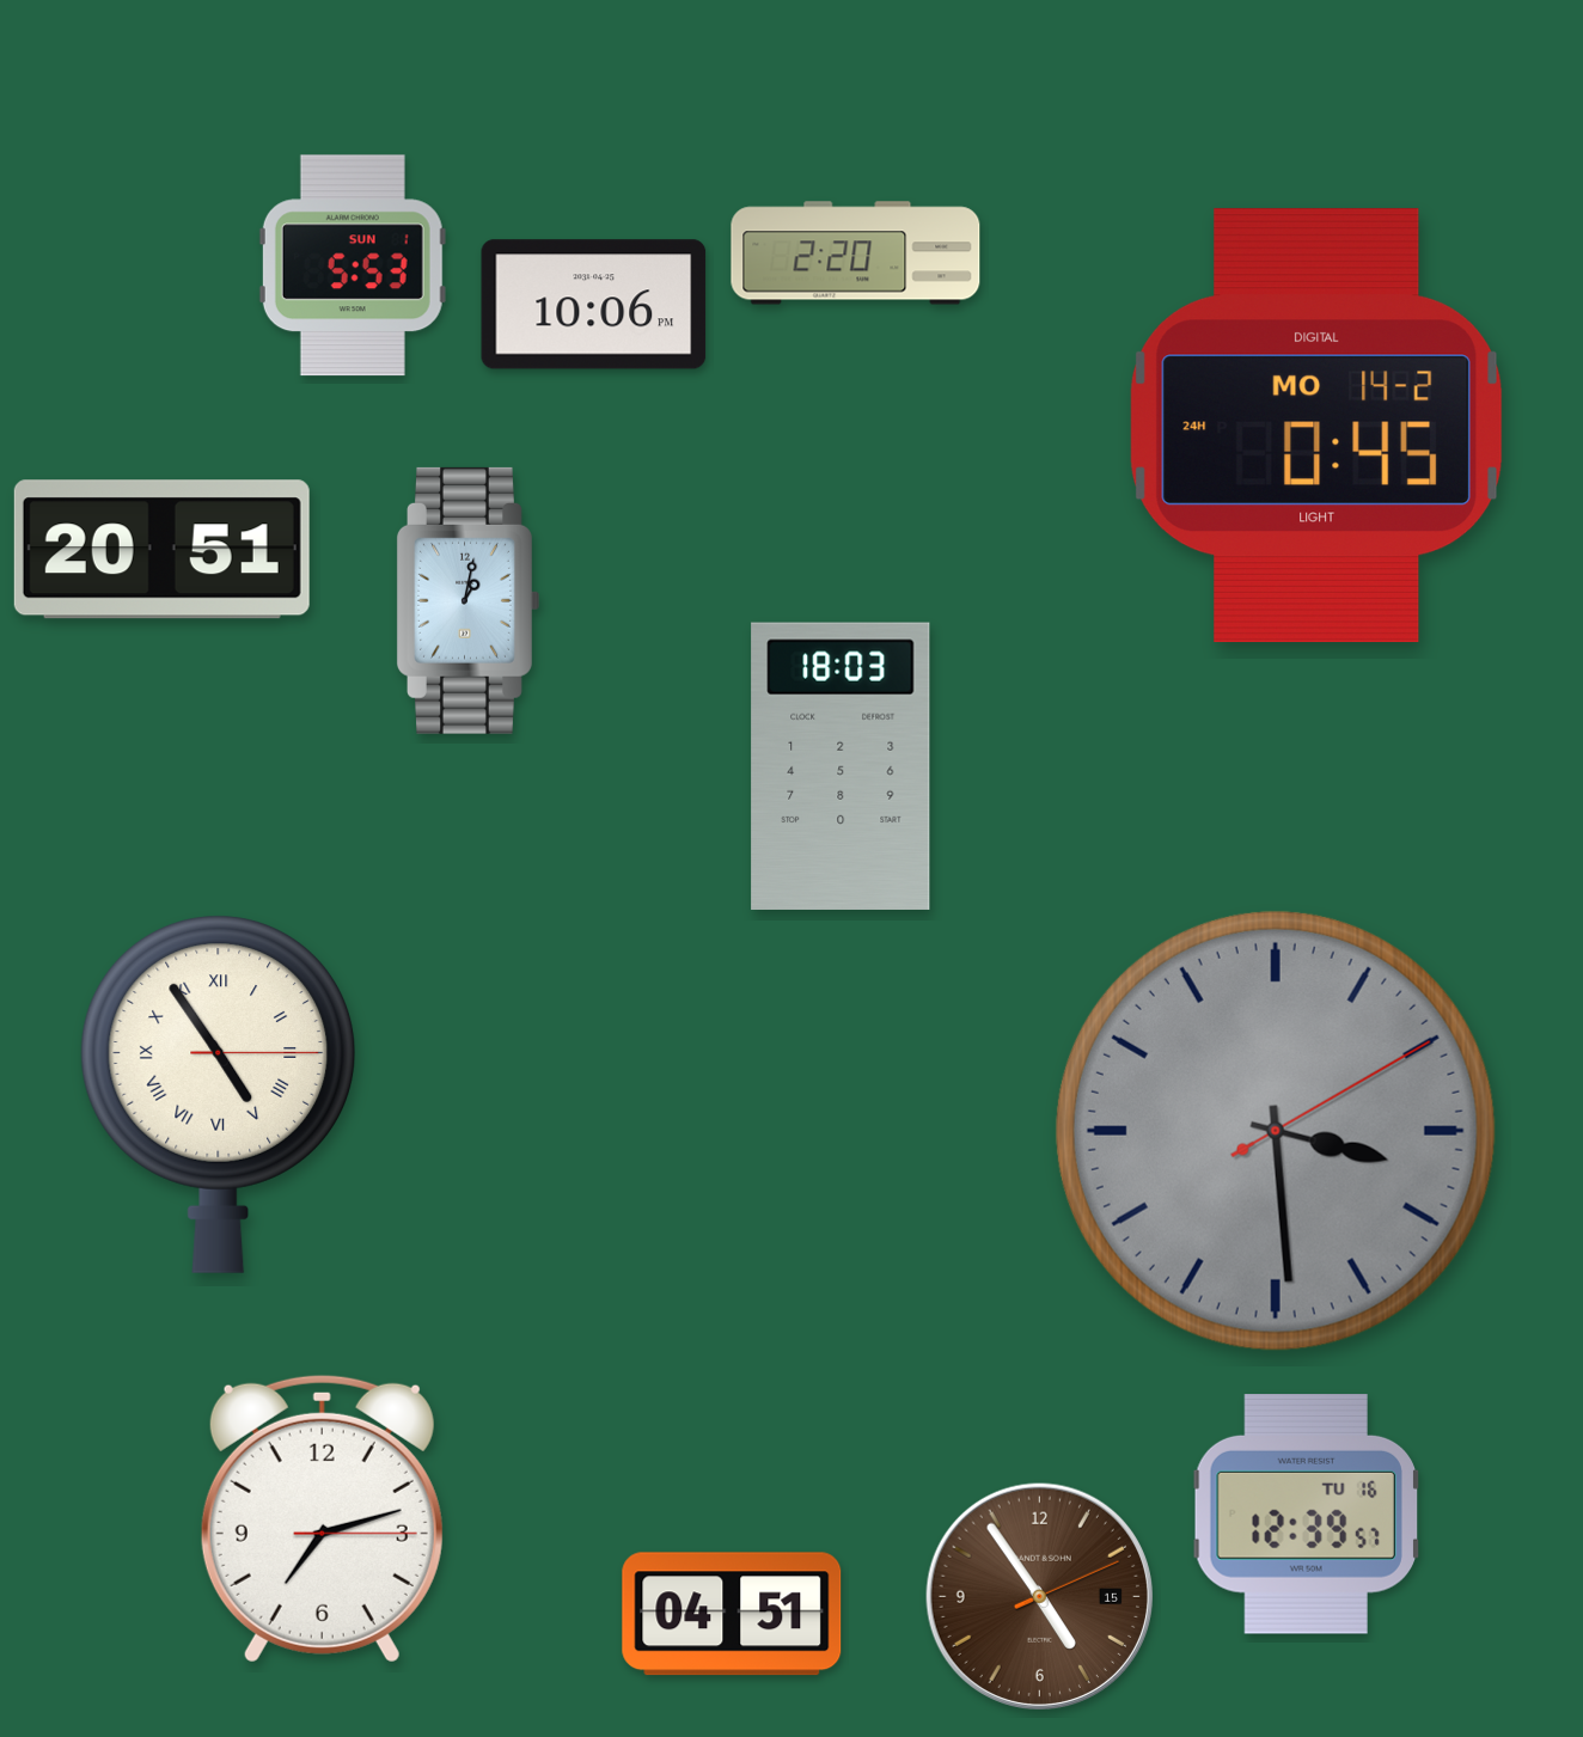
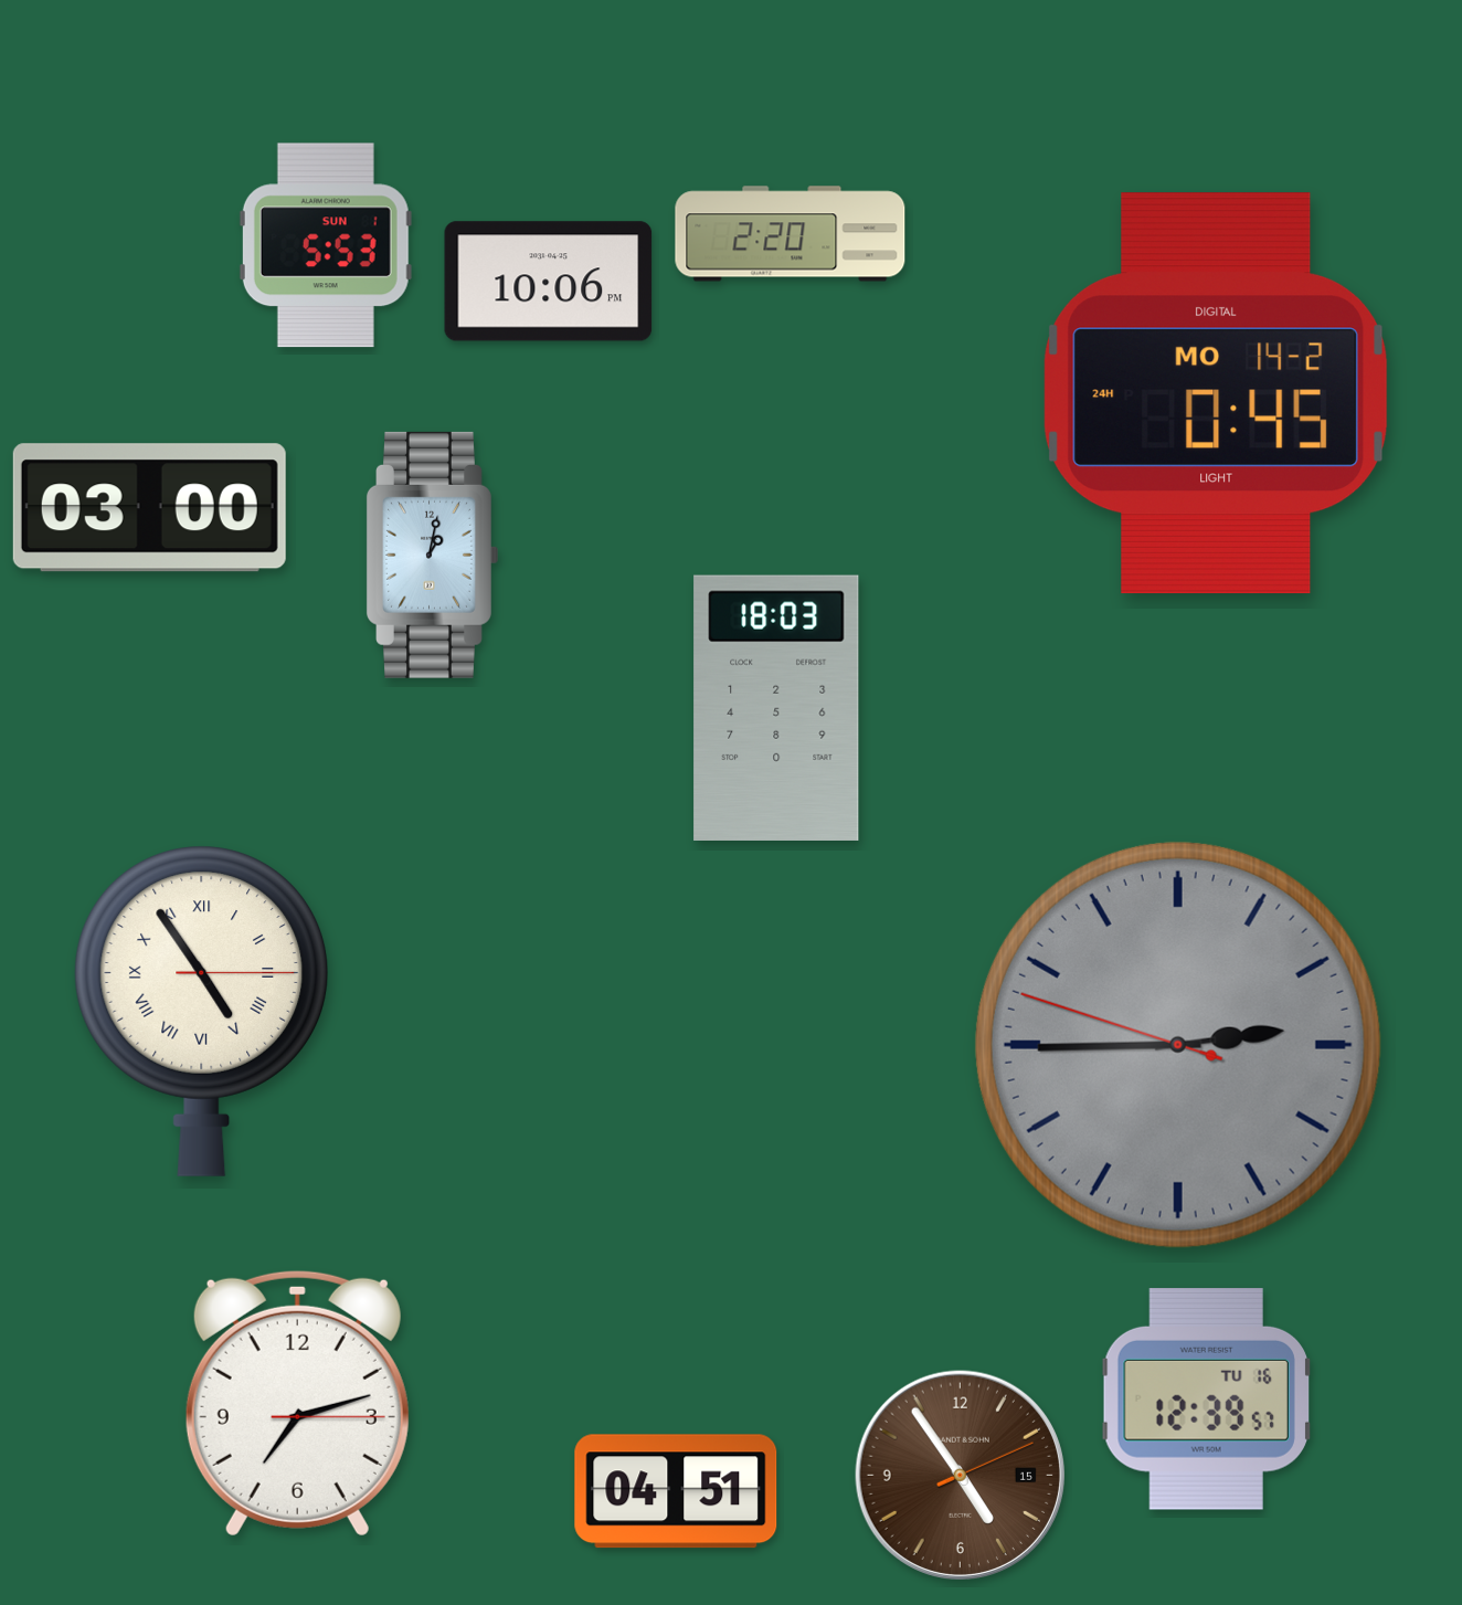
clock at (161, 550): 20:51 -> 03:00
clock at (1276, 1131): 3:29 -> 2:44
